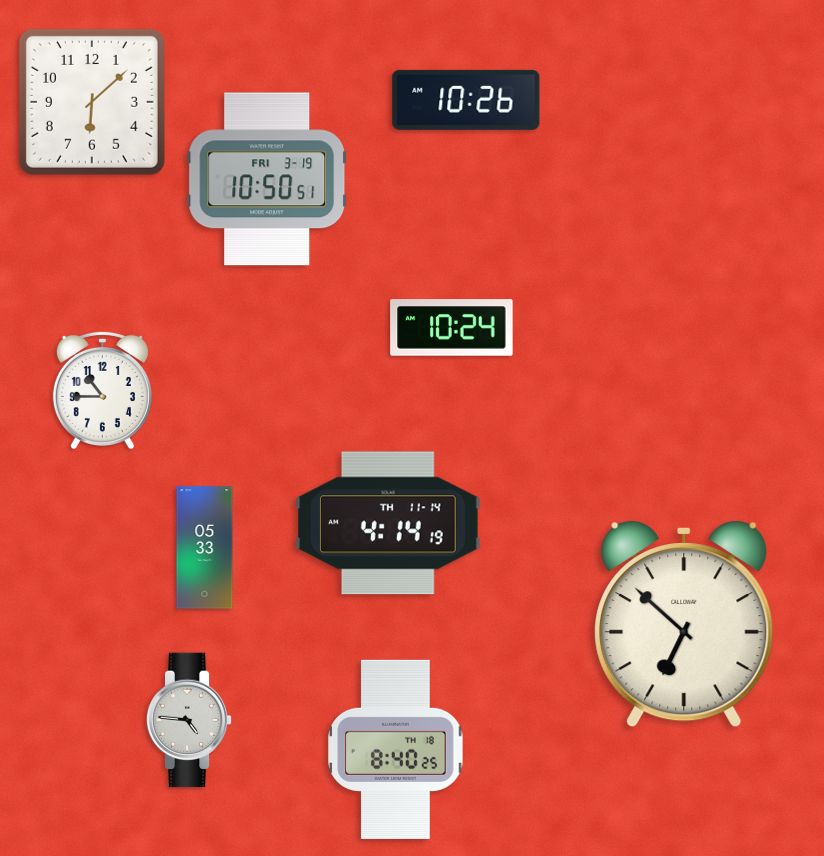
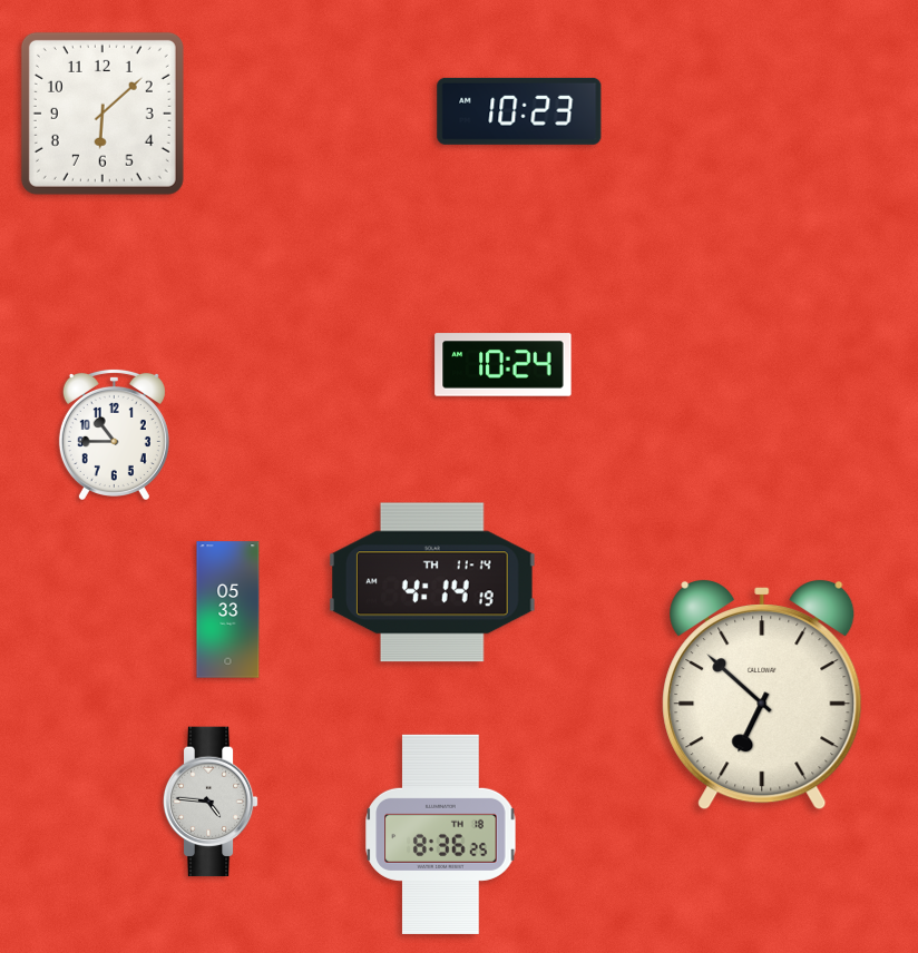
clock at (466, 100): 10:26 -> 10:23
clock at (267, 179): 10:50 -> none
clock at (396, 749): 8:40 -> 8:36
